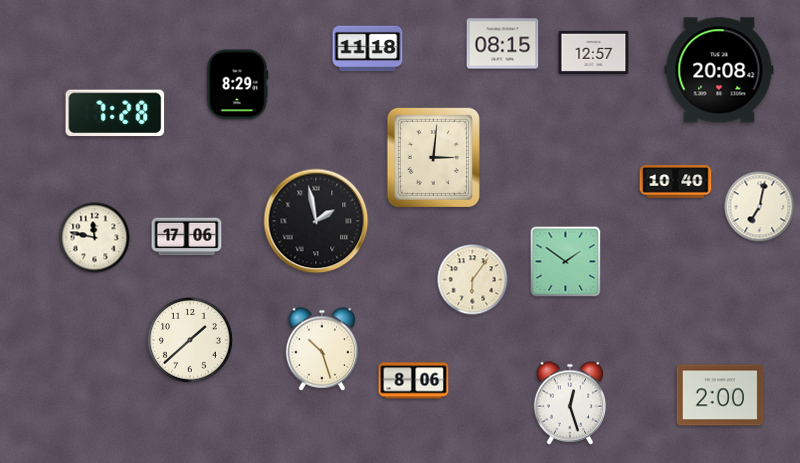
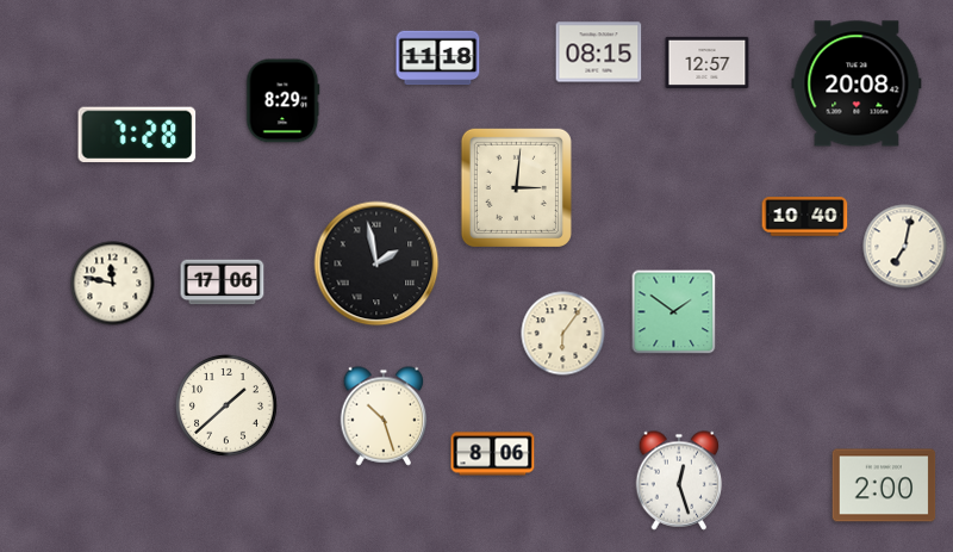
clock at (720, 395) position: (720, 395) -> (884, 485)
